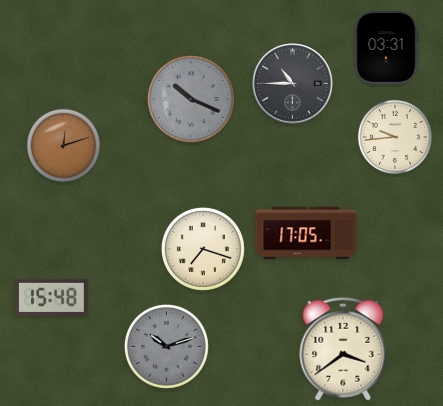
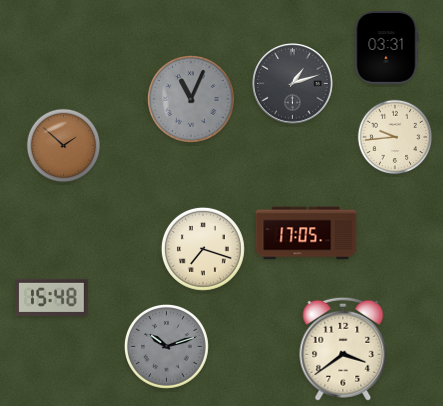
clock at (293, 84): 10:45 -> 1:12
clock at (192, 100): 10:19 -> 11:04
clock at (64, 146): 12:12 -> 1:52
